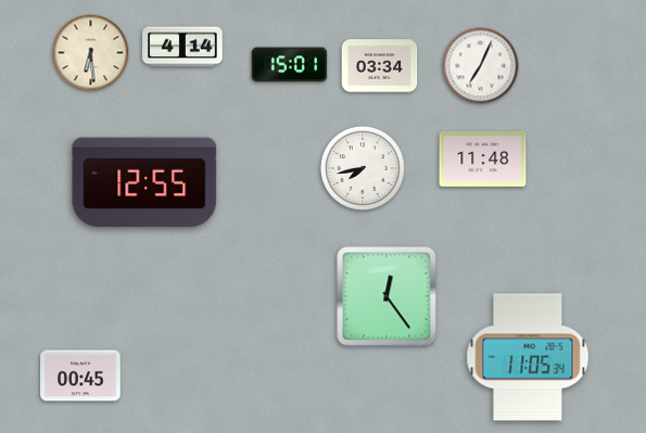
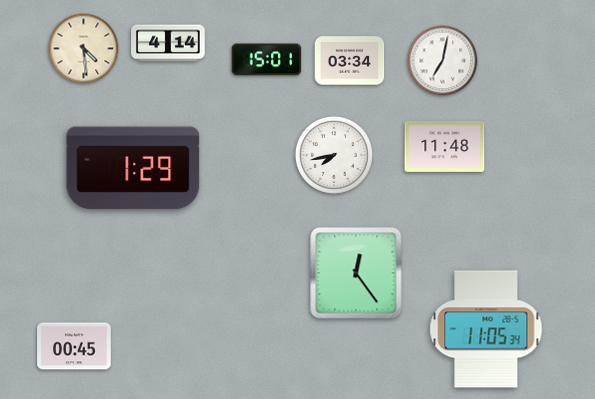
clock at (91, 53): 6:29 -> 4:29
clock at (481, 66): 7:04 -> 7:02
clock at (144, 182): 12:55 -> 1:29
